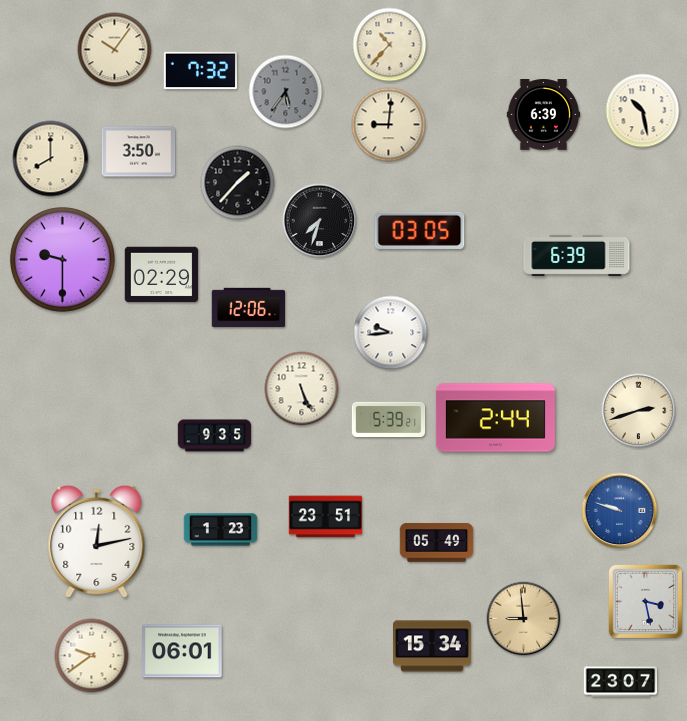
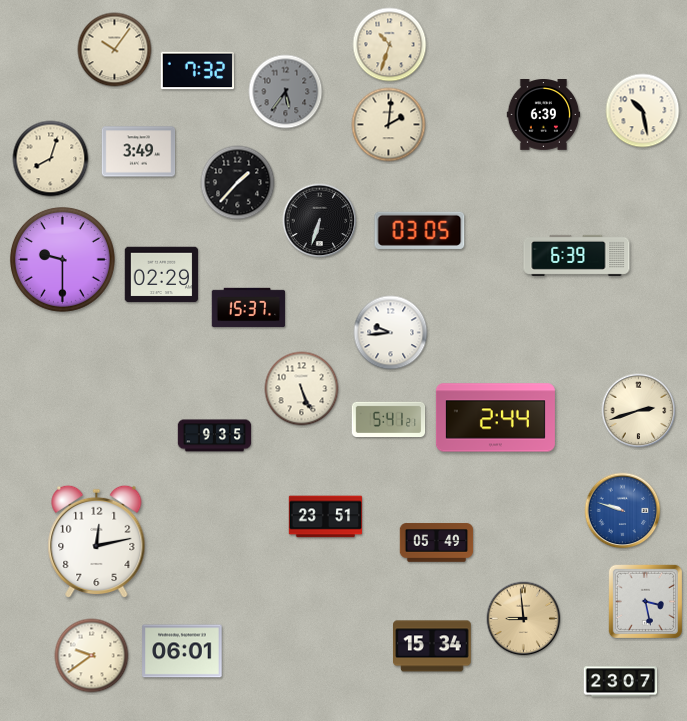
clock at (390, 45): 10:37 -> 10:33
clock at (201, 71) position: (201, 71) -> (198, 71)
clock at (389, 125): 9:01 -> 2:01
clock at (139, 152): 3:50 -> 3:49
clock at (51, 159): 8:00 -> 8:03
clock at (320, 221): 7:33 -> 6:33
clock at (249, 308): 12:06 -> 15:37
clock at (389, 419): 5:39 -> 5:41
clock at (620, 511) position: (620, 511) -> (623, 511)
clock at (221, 530): 1:23 -> none
